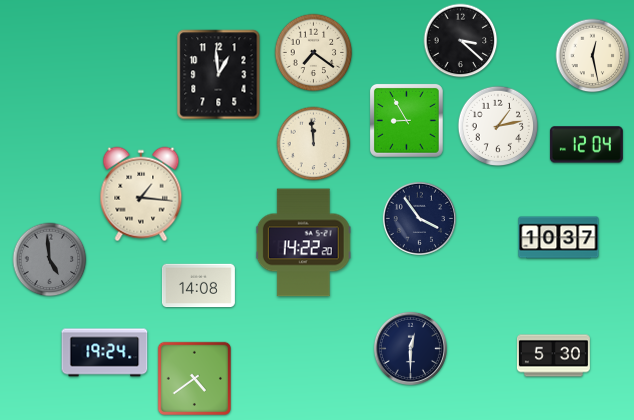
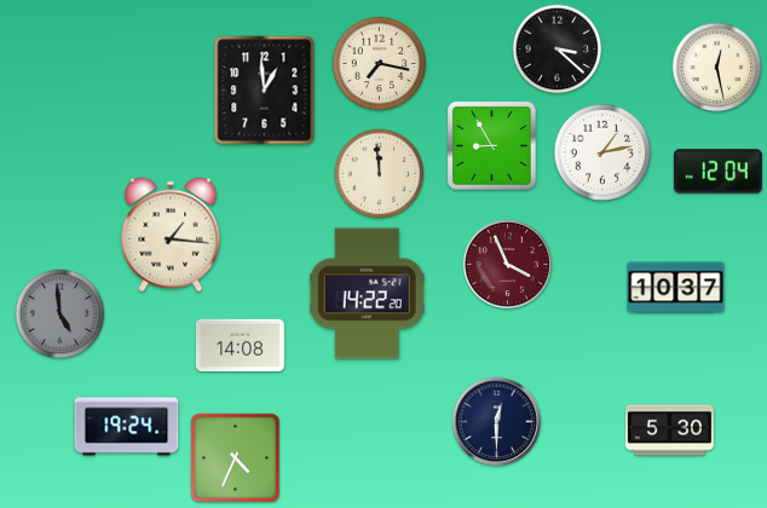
clock at (314, 53): 7:21 -> 7:17
clock at (586, 145) position: (586, 145) -> (717, 172)
clock at (419, 218): 3:54 -> 3:56
clock at (419, 218) dial: navy -> burgundy
clock at (194, 378): 4:39 -> 4:34
